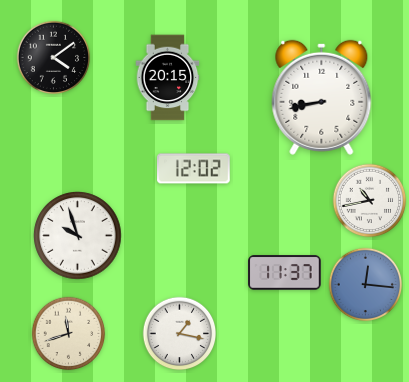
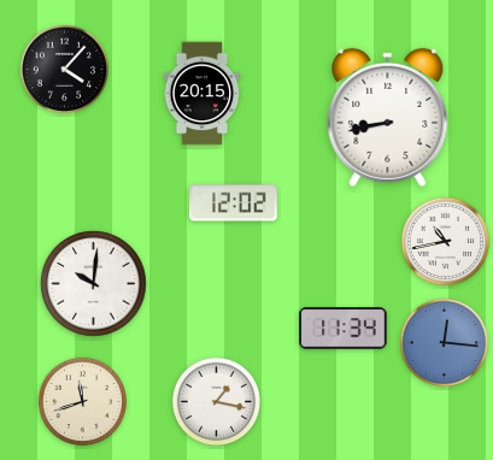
clock at (54, 58): 4:09 -> 4:07
clock at (78, 236): 9:57 -> 10:01
clock at (285, 273): 11:37 -> 11:34
clock at (366, 285) position: (366, 285) -> (445, 343)
